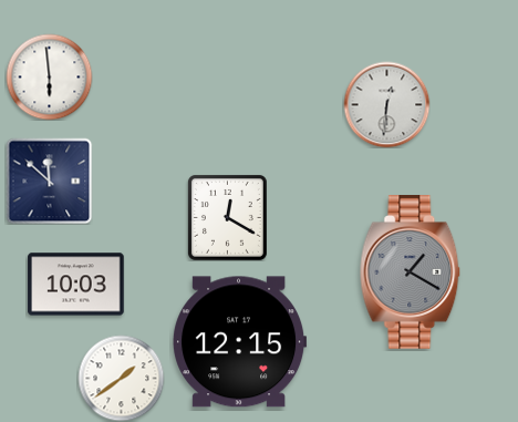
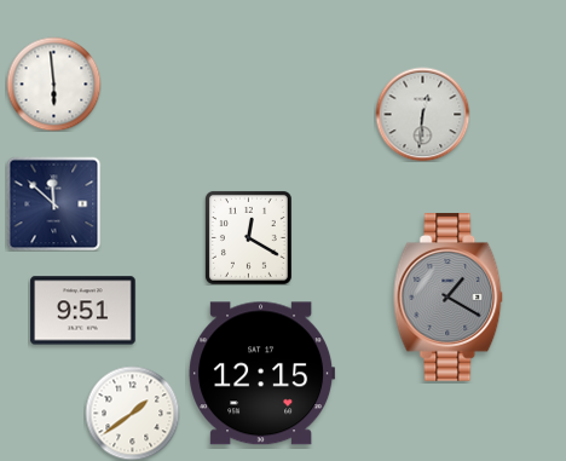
clock at (49, 181) position: (49, 181) -> (53, 203)
clock at (76, 285): 10:03 -> 9:51
